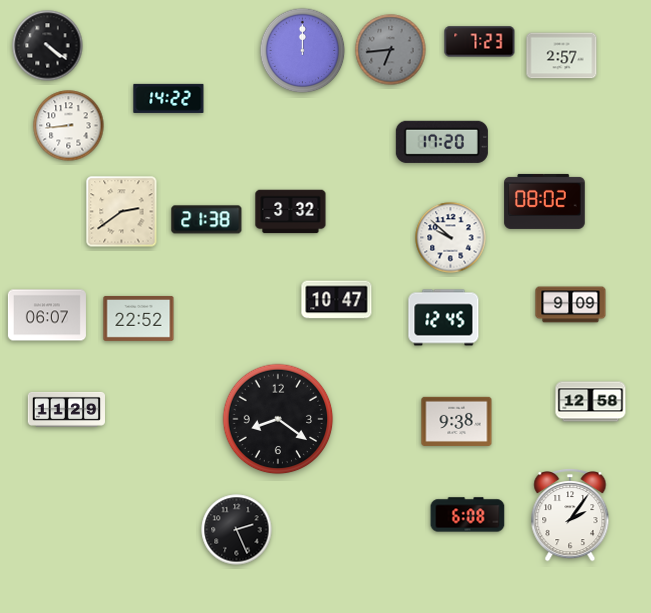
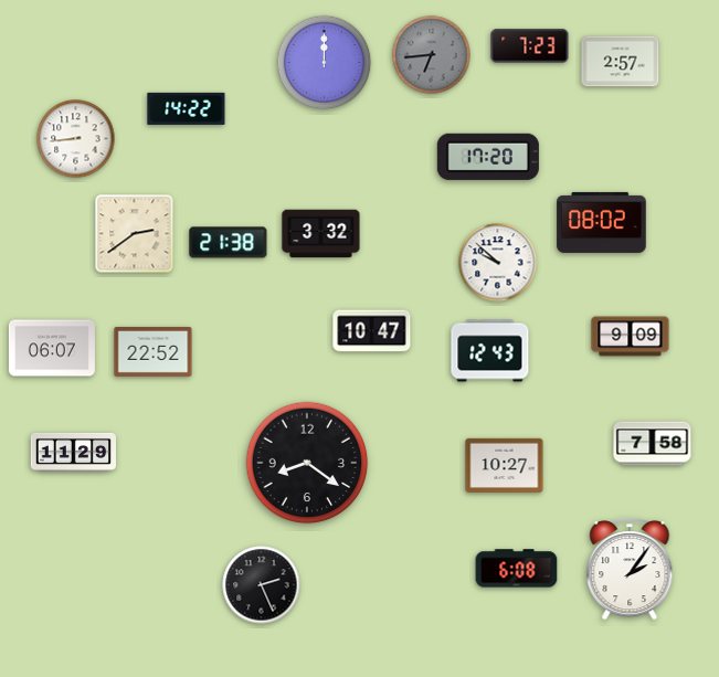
clock at (48, 46): 4:21 -> none
clock at (303, 51) position: (303, 51) -> (325, 63)
clock at (444, 318): 12:45 -> 12:43
clock at (591, 402): 12:58 -> 7:58
clock at (457, 421): 9:38 -> 10:27
